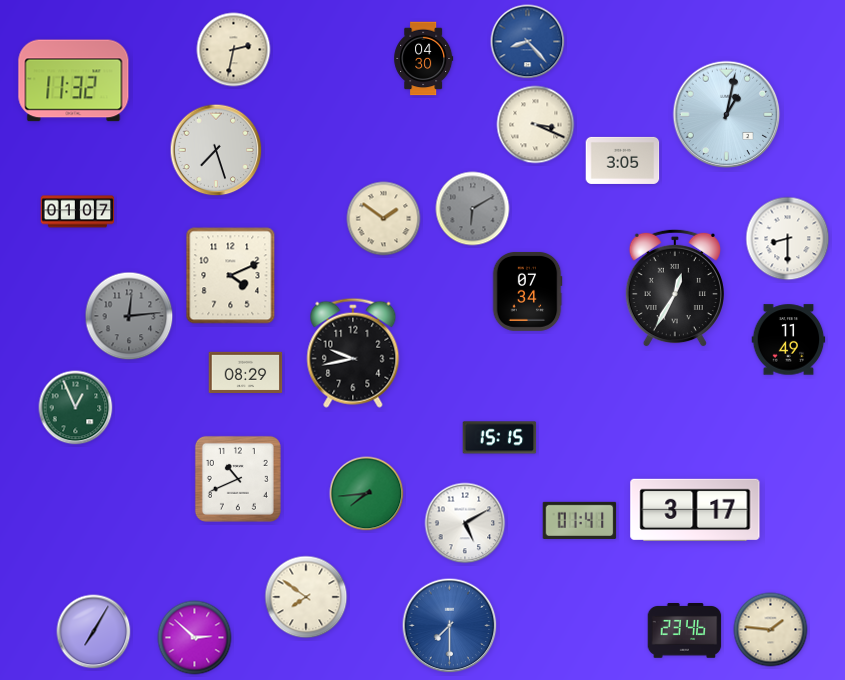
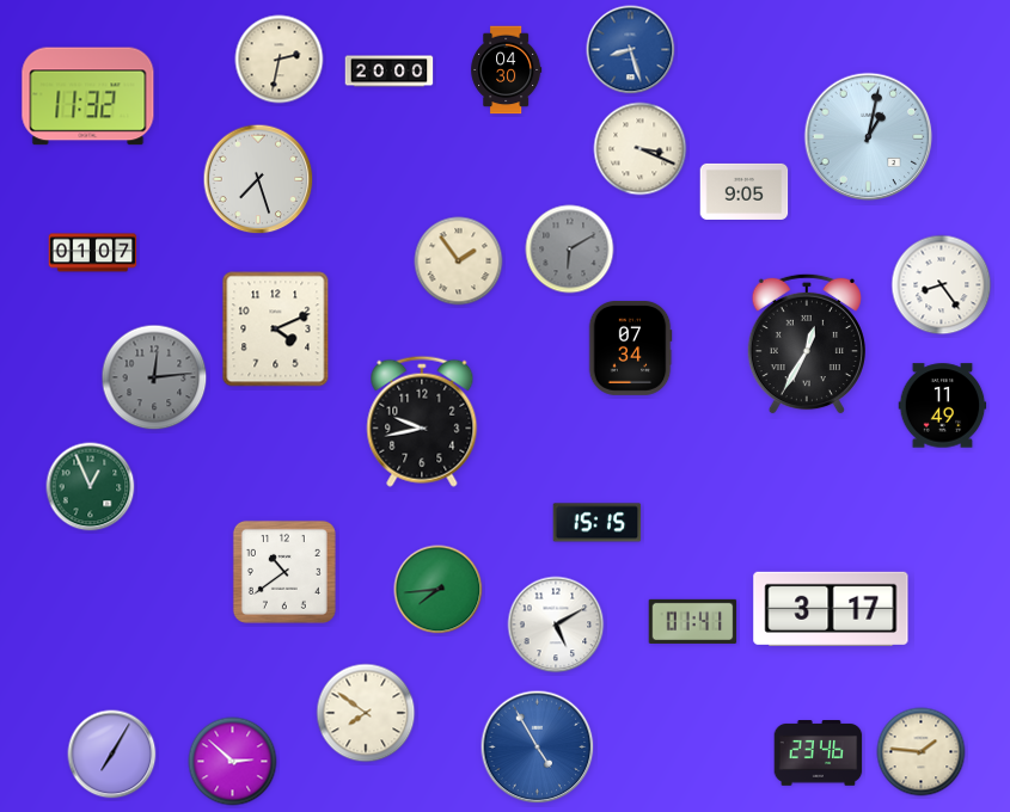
clock at (528, 42): 8:23 -> 8:27
clock at (390, 72): none -> 20:00
clock at (623, 160): 3:05 -> 9:05
clock at (473, 209) position: (473, 209) -> (570, 250)
clock at (384, 219): 1:51 -> 1:54
clock at (788, 239): 8:30 -> 8:24
clock at (246, 372): 08:29 -> none
clock at (238, 479): 10:41 -> 10:39
clock at (450, 626): 7:30 -> 4:55
